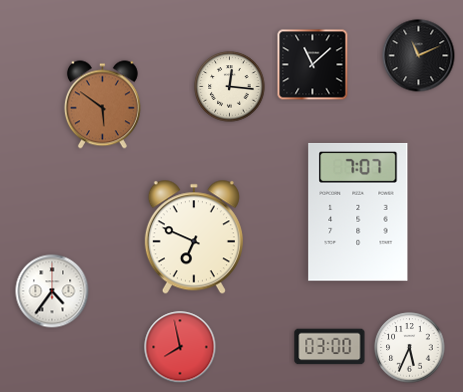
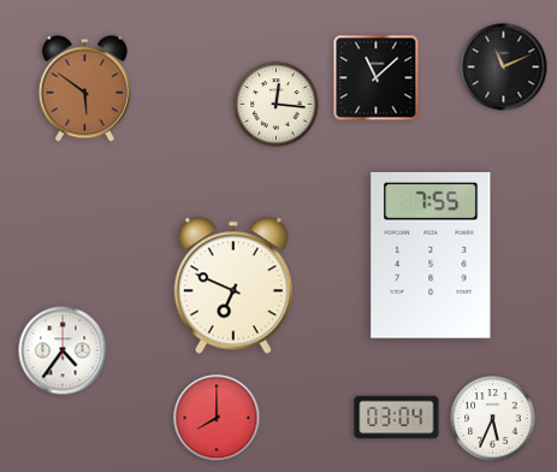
clock at (102, 105) position: (102, 105) -> (84, 89)
clock at (358, 212): 7:07 -> 7:55
clock at (180, 347): 7:58 -> 8:00
clock at (330, 347): 03:00 -> 03:04
